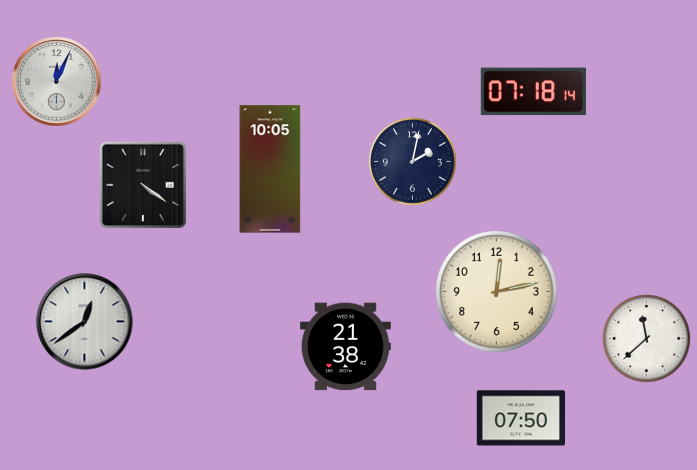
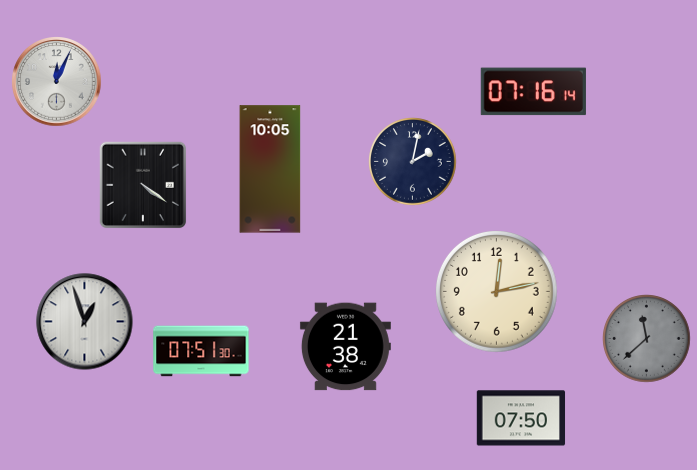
clock at (533, 92): 07:18 -> 07:16
clock at (85, 322): 12:39 -> 12:57
clock at (647, 339) dial: white -> grey
clock at (201, 351): none -> 07:51
